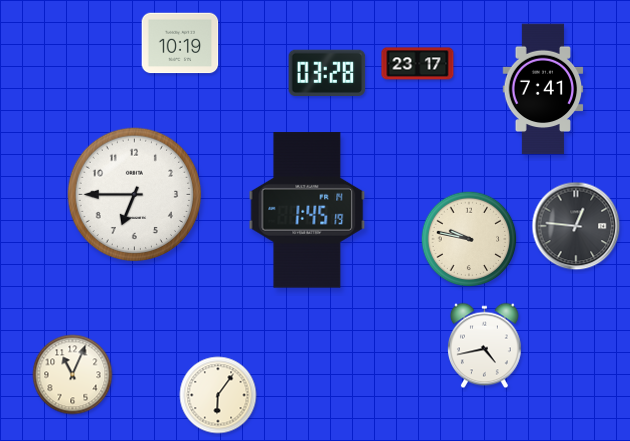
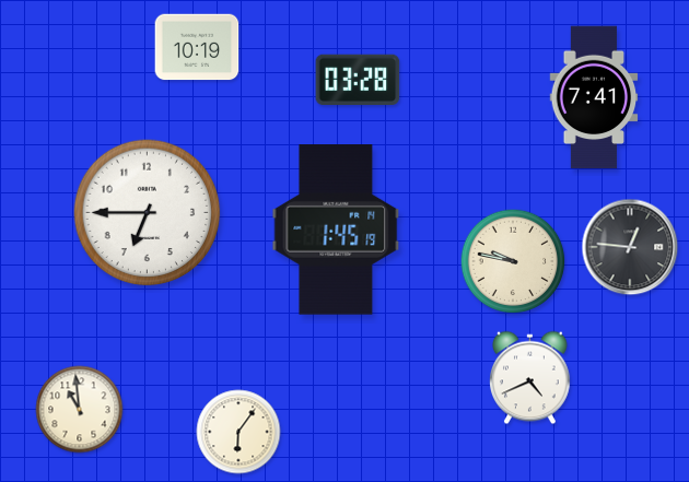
clock at (418, 64): 23:17 -> none
clock at (485, 346): 4:43 -> 4:41
clock at (73, 375): 11:04 -> 10:59
